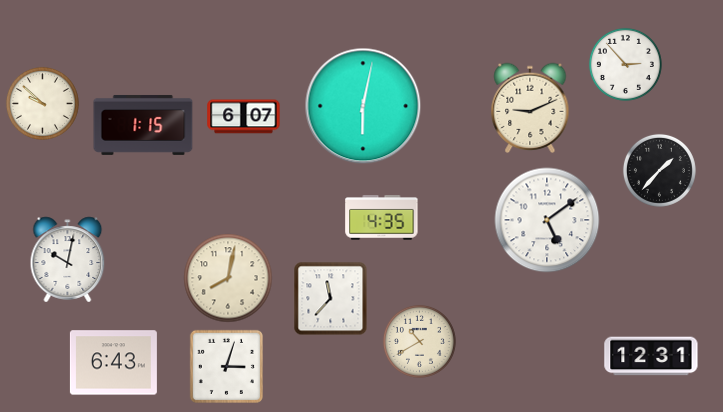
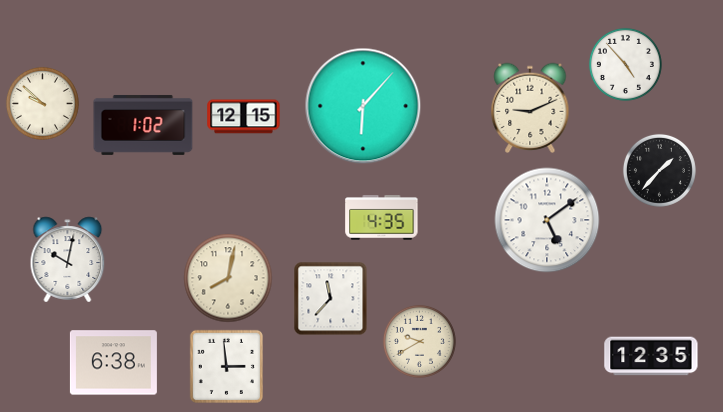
clock at (625, 64): 2:53 -> 4:53
clock at (363, 106): 6:02 -> 6:07
clock at (244, 117): 6:07 -> 12:15
clock at (143, 125): 1:15 -> 1:02
clock at (419, 341): 10:40 -> 9:40
clock at (651, 356): 12:31 -> 12:35
clock at (113, 363): 6:43 -> 6:38
clock at (226, 366): 3:03 -> 2:59
